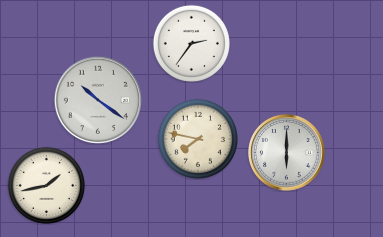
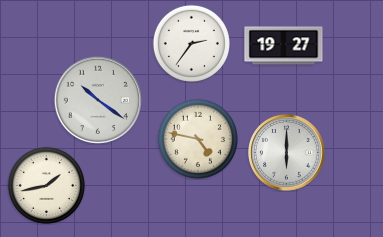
clock at (284, 46): none -> 19:27
clock at (198, 139): 7:47 -> 4:47
